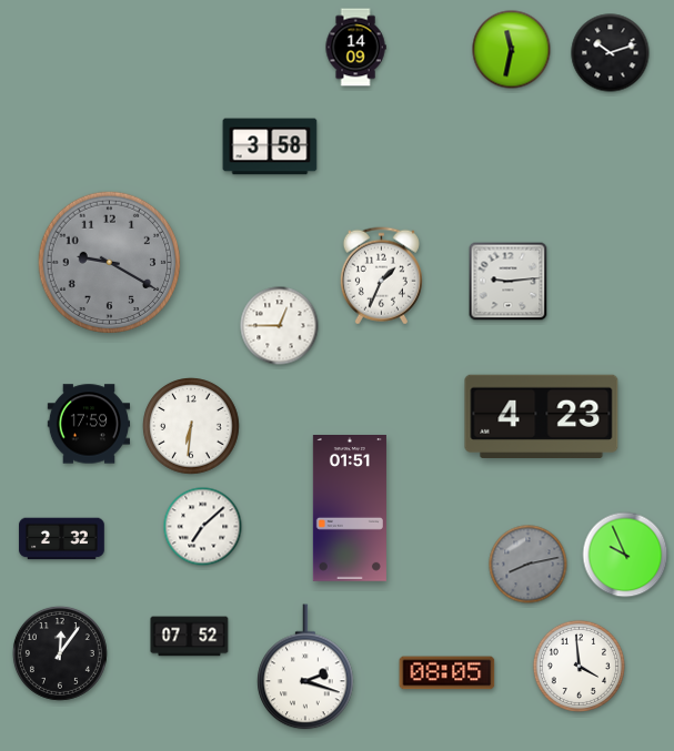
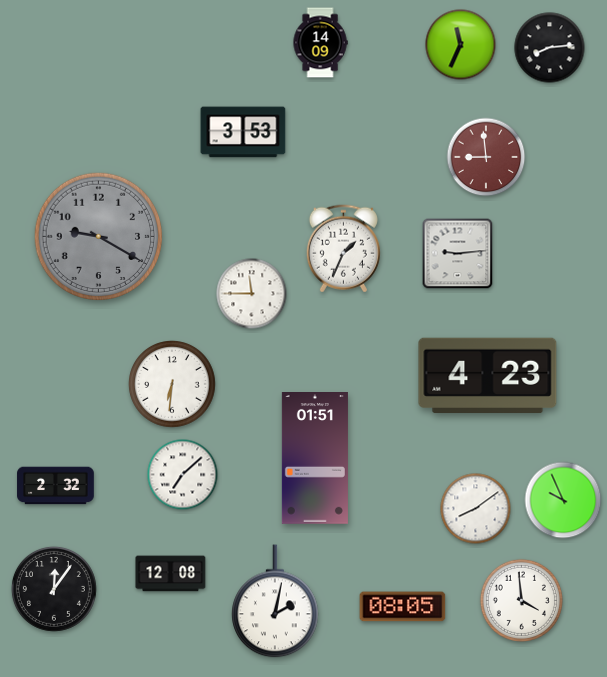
clock at (512, 50): 11:32 -> 11:34
clock at (611, 53): 10:12 -> 8:14
clock at (270, 146): 3:58 -> 3:53
clock at (486, 157): none -> 8:59
clock at (280, 326): 12:45 -> 11:45
clock at (88, 424): 17:59 -> none
clock at (529, 565): 8:13 -> 8:09
clock at (529, 565) dial: grey -> white
clock at (190, 637): 07:52 -> 12:08
clock at (305, 667): 2:18 -> 2:02
